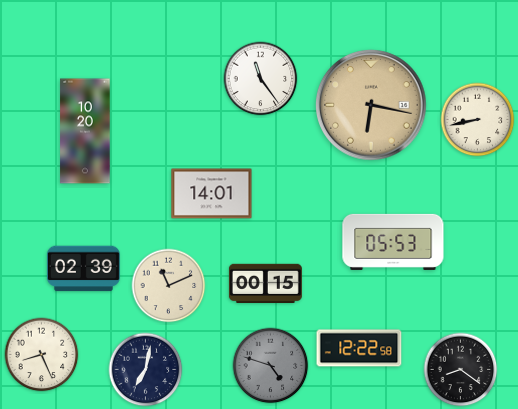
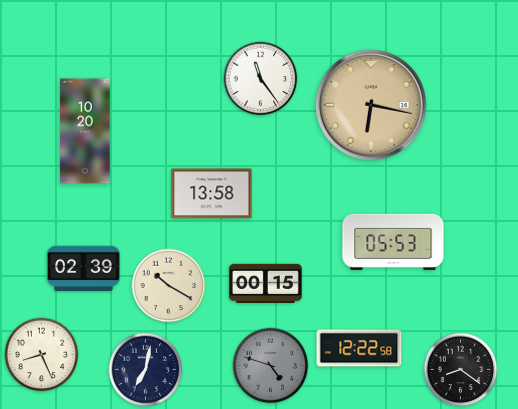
clock at (478, 120): 8:43 -> none
clock at (212, 194): 14:01 -> 13:58
clock at (169, 286): 11:11 -> 10:20
